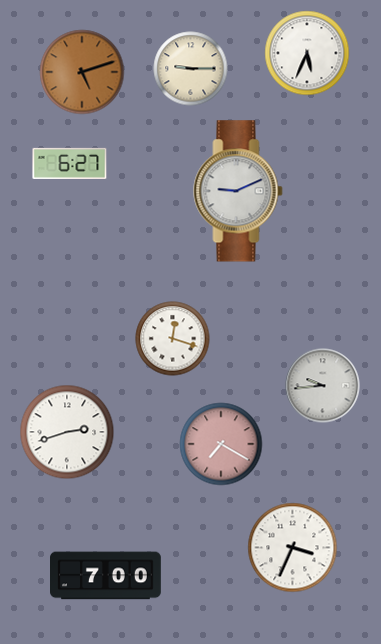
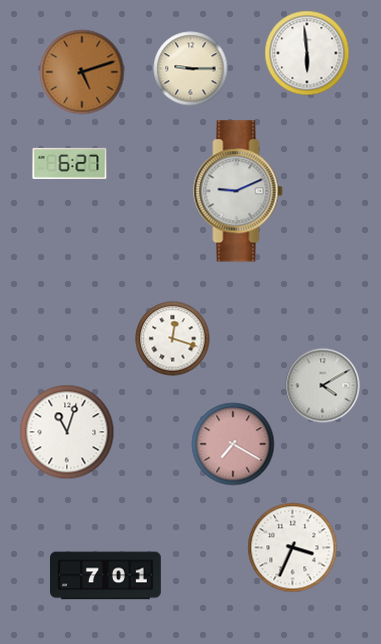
clock at (307, 53): 5:34 -> 5:59
clock at (323, 386): 9:44 -> 4:10
clock at (67, 432): 2:42 -> 11:03
clock at (221, 444) position: (221, 444) -> (233, 444)
clock at (106, 576): 7:00 -> 7:01
